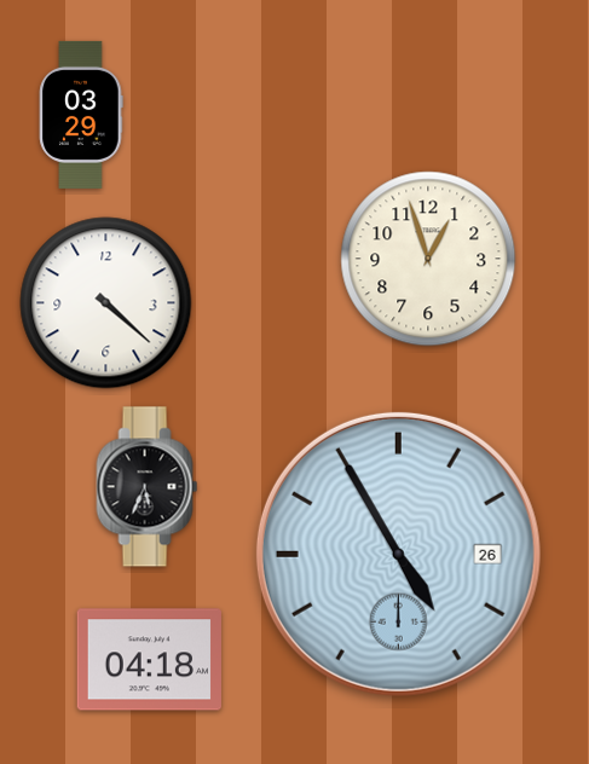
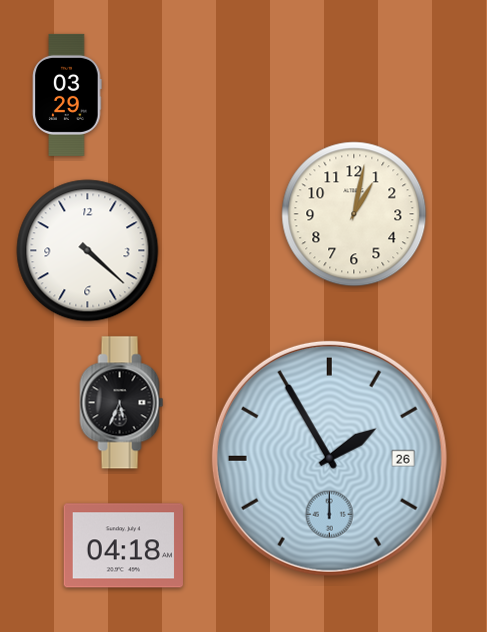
clock at (428, 259): 12:57 -> 1:02
clock at (398, 554): 4:55 -> 1:55
